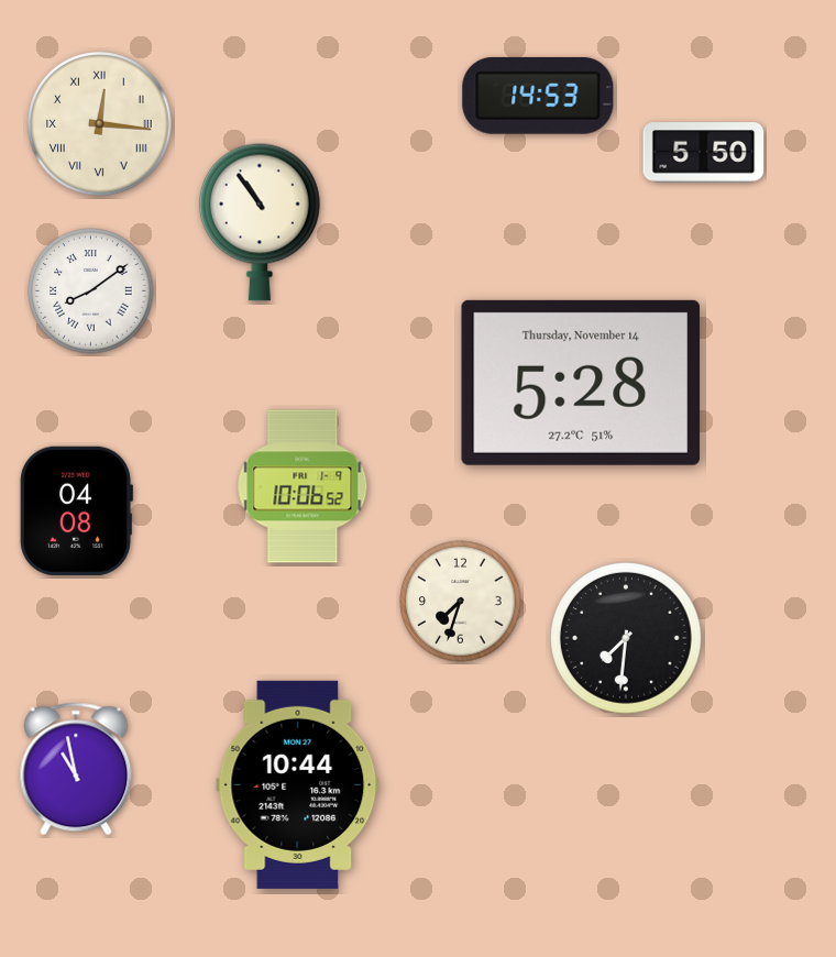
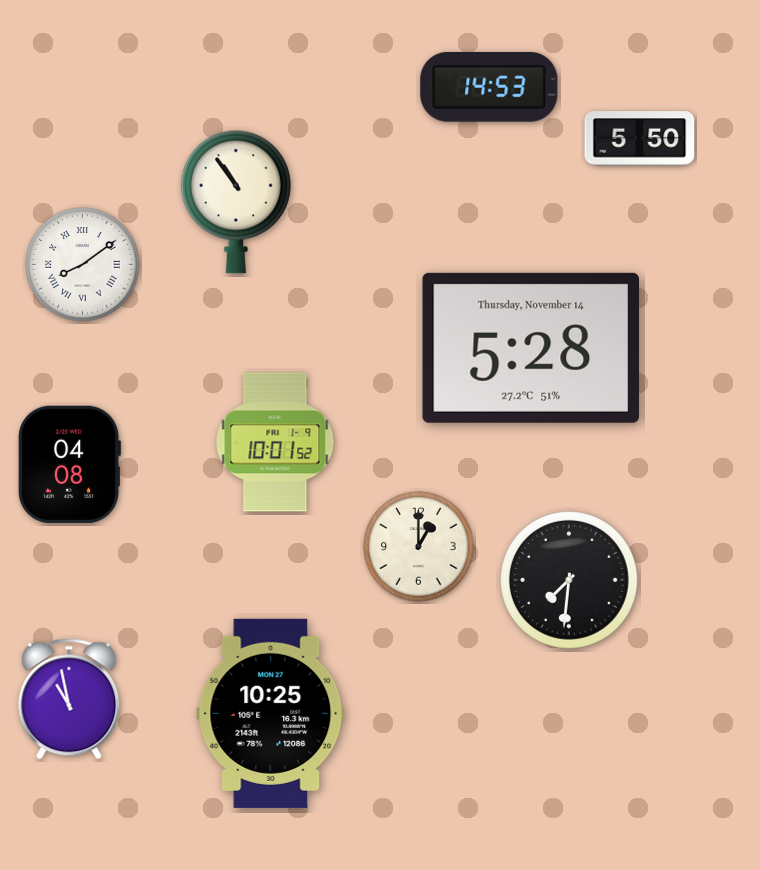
clock at (100, 124): 12:16 -> none
clock at (580, 383) position: (580, 383) -> (530, 348)
clock at (302, 486): 10:06 -> 10:01
clock at (461, 602): 7:33 -> 1:00
clock at (298, 784): 10:44 -> 10:25
